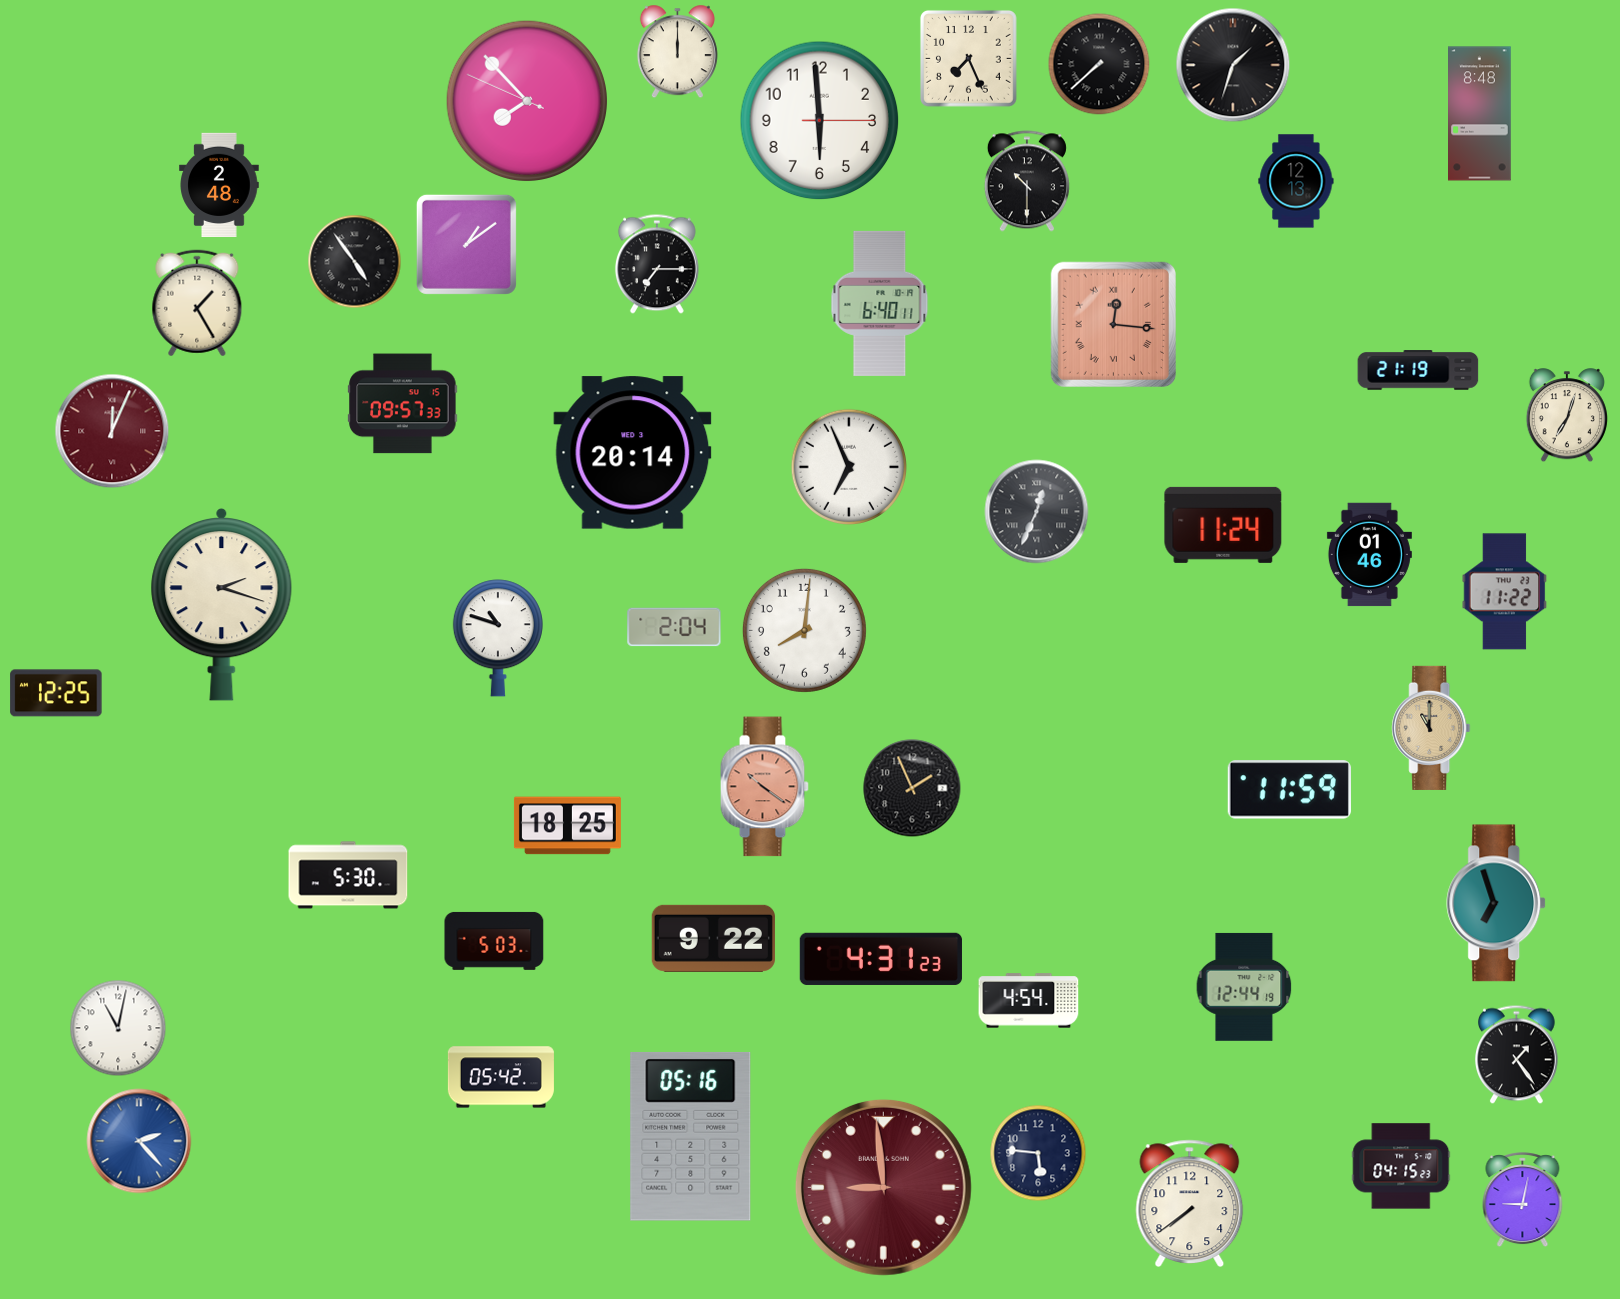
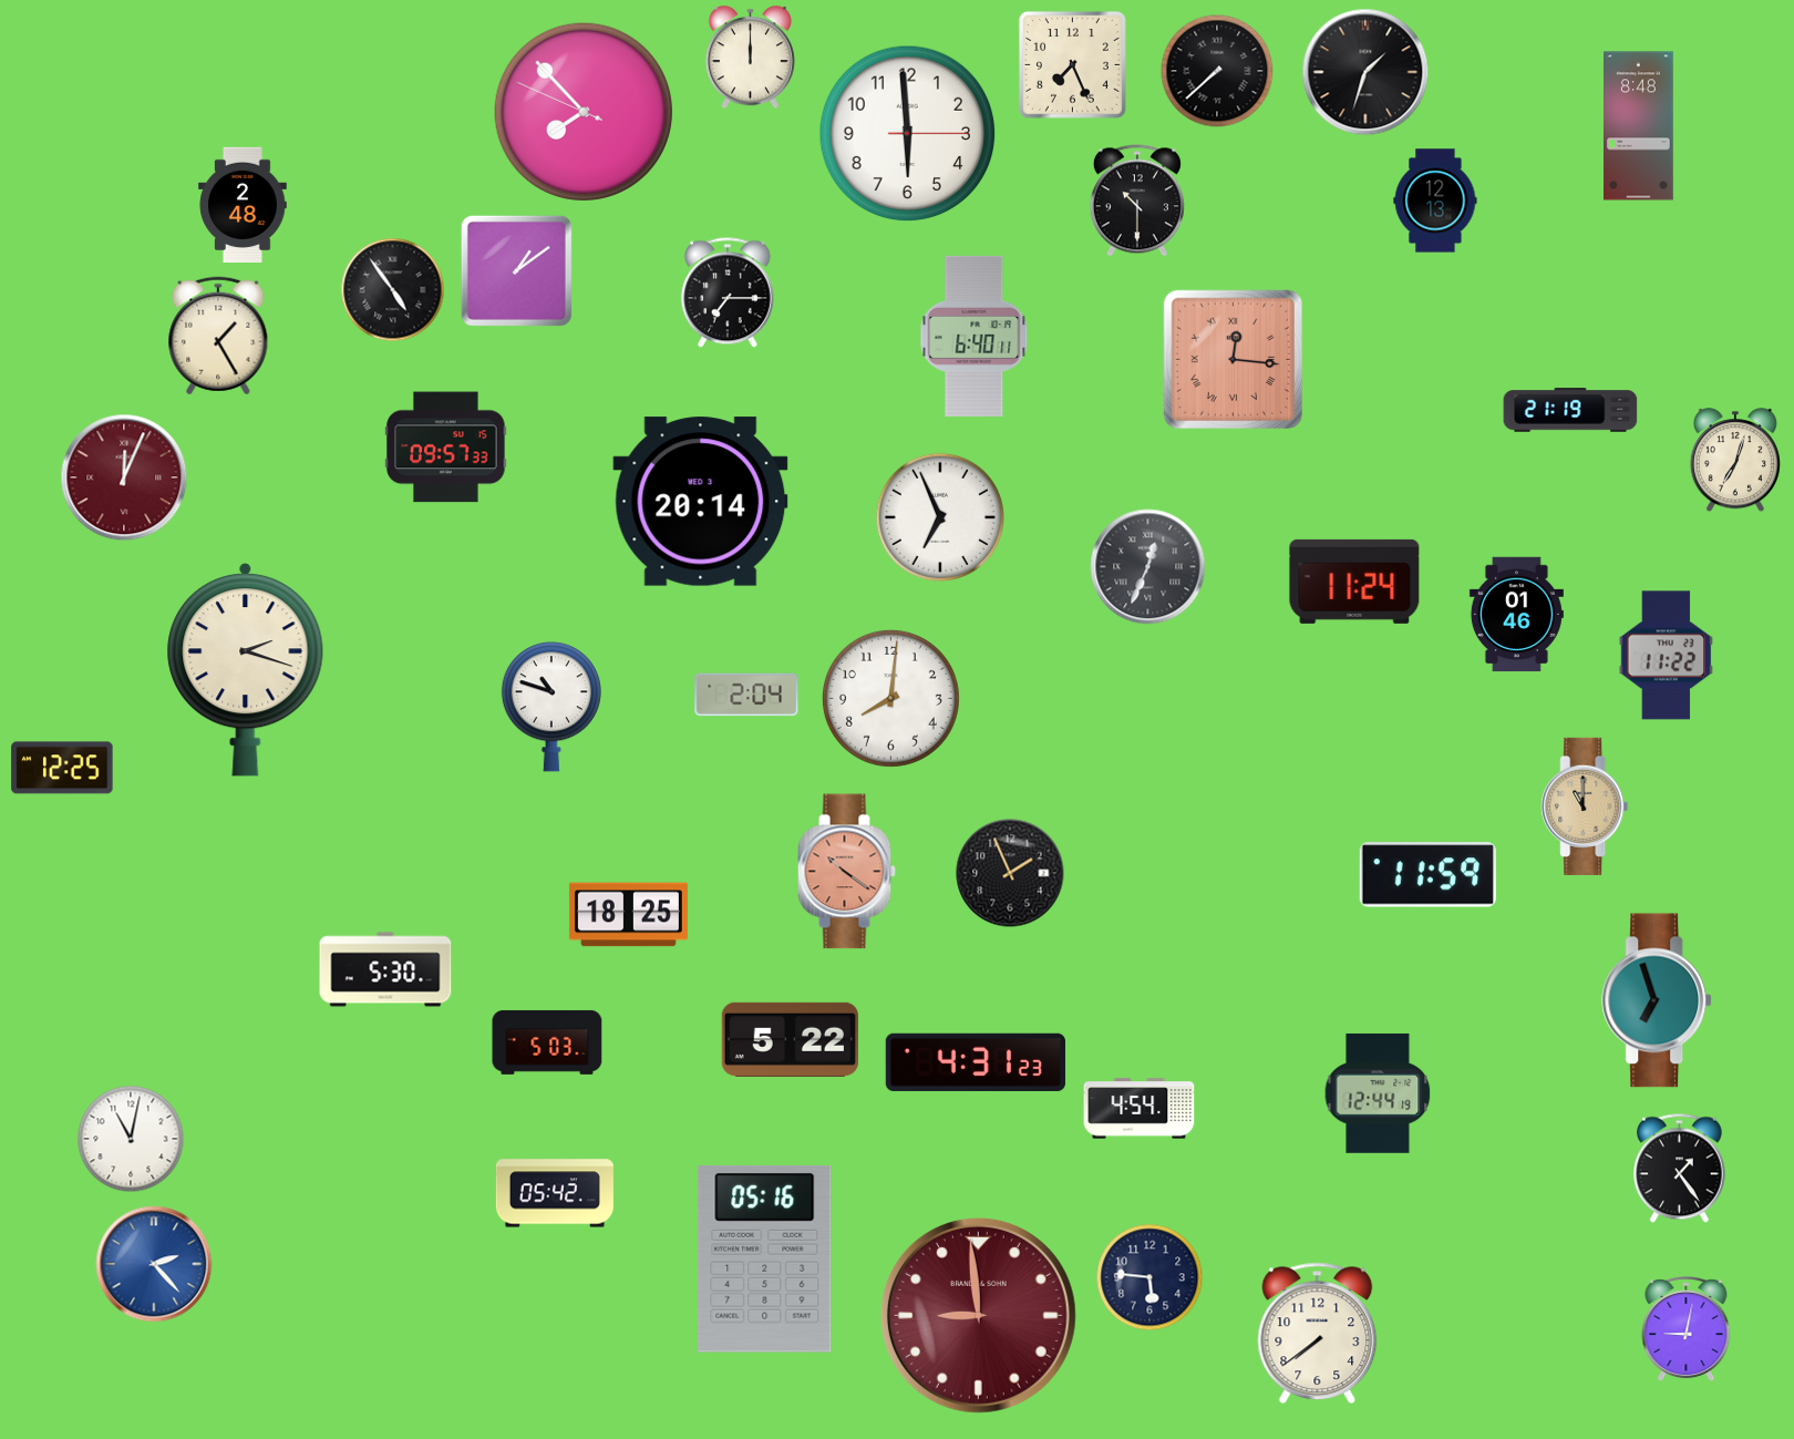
clock at (713, 938): 9:22 -> 5:22
clock at (1401, 1166): 04:15 -> none
